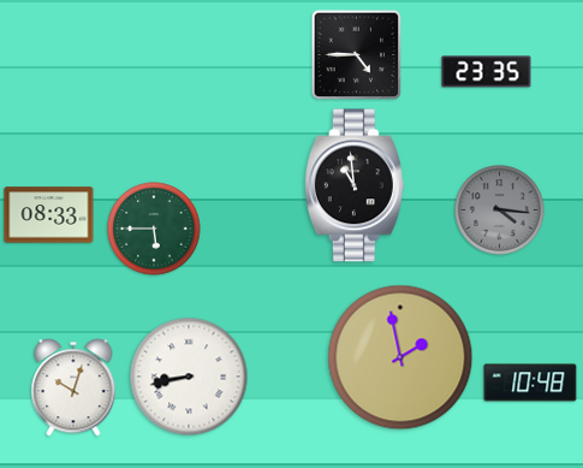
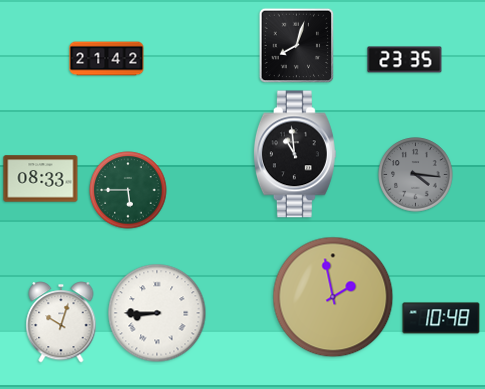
clock at (357, 55): 4:45 -> 8:03
clock at (107, 59): none -> 21:42
clock at (189, 377): 8:43 -> 8:45
